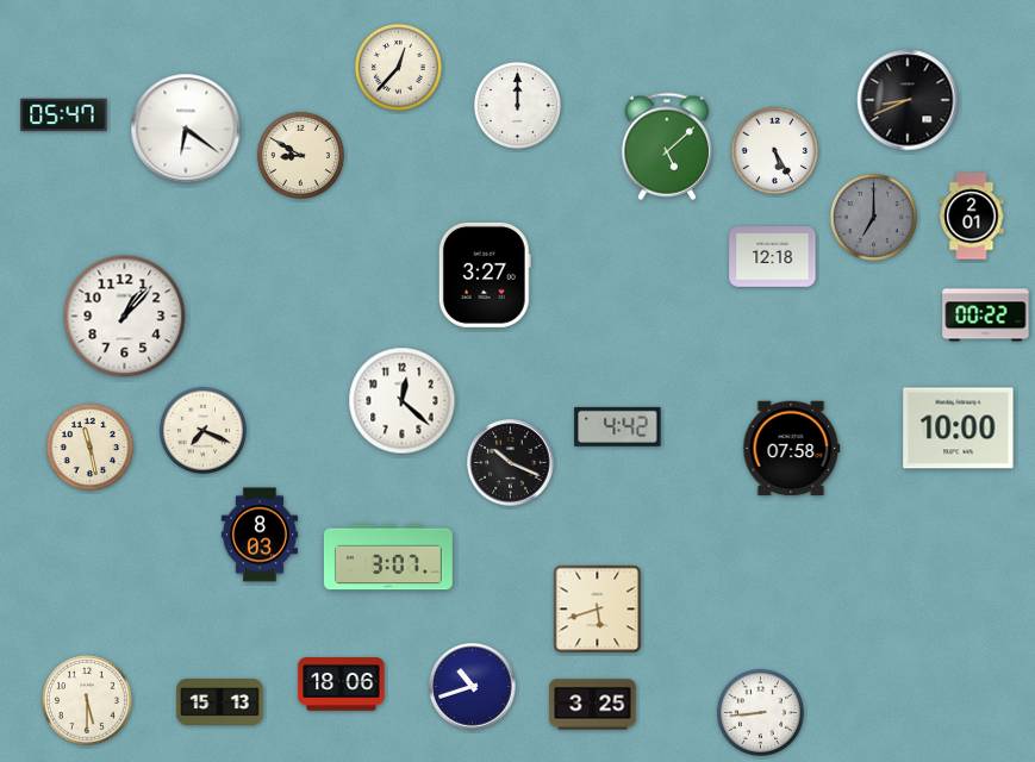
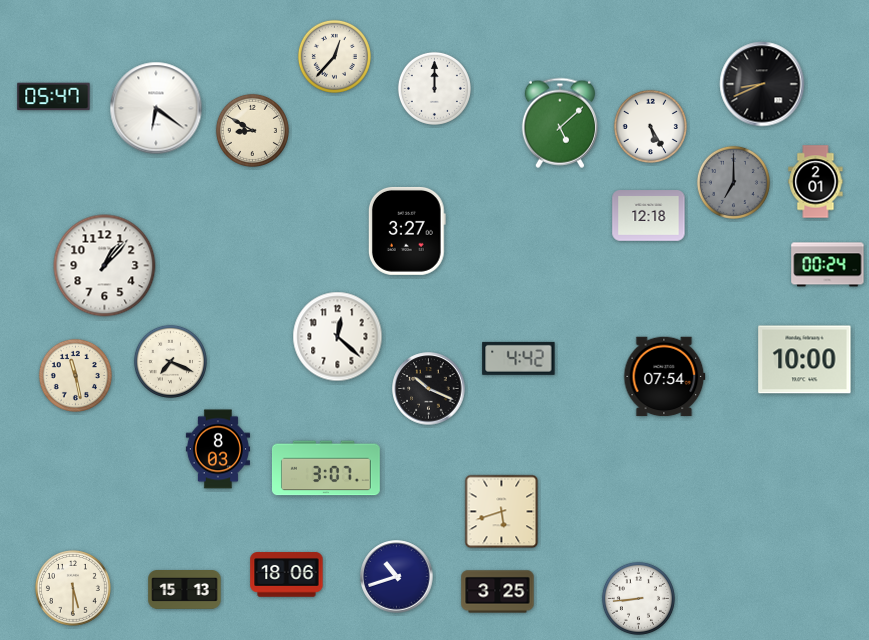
clock at (986, 316): 00:22 -> 00:24
clock at (792, 449): 07:58 -> 07:54
